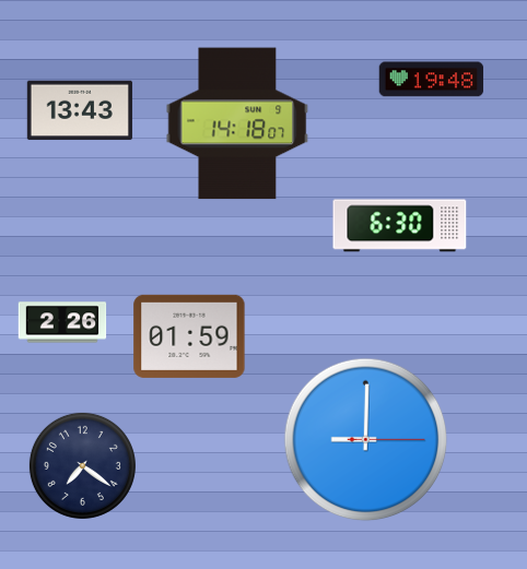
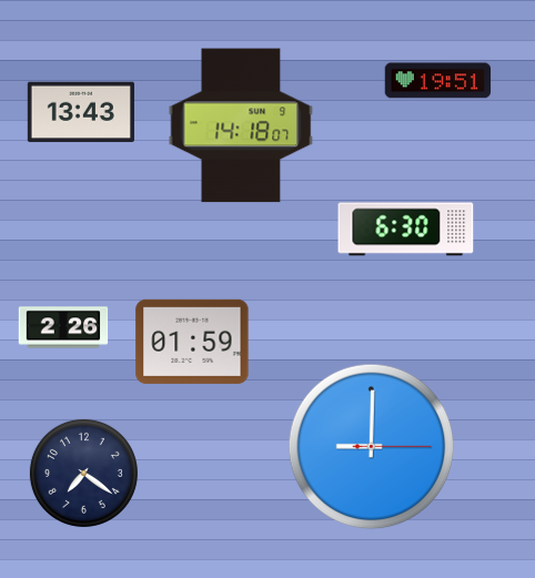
clock at (432, 80): 19:48 -> 19:51
